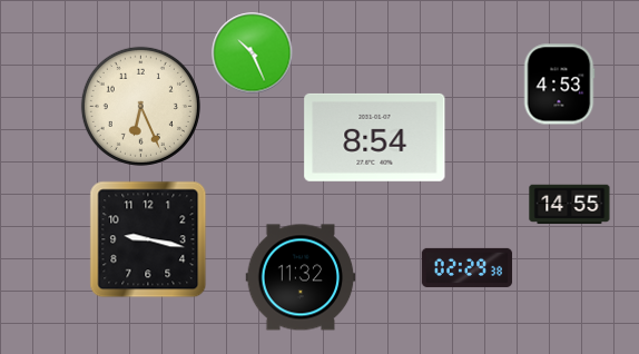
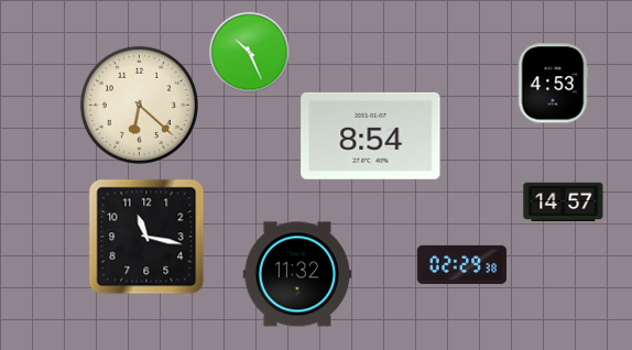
clock at (140, 106): 6:26 -> 6:22
clock at (570, 205): 14:55 -> 14:57
clock at (148, 239): 9:17 -> 11:17
